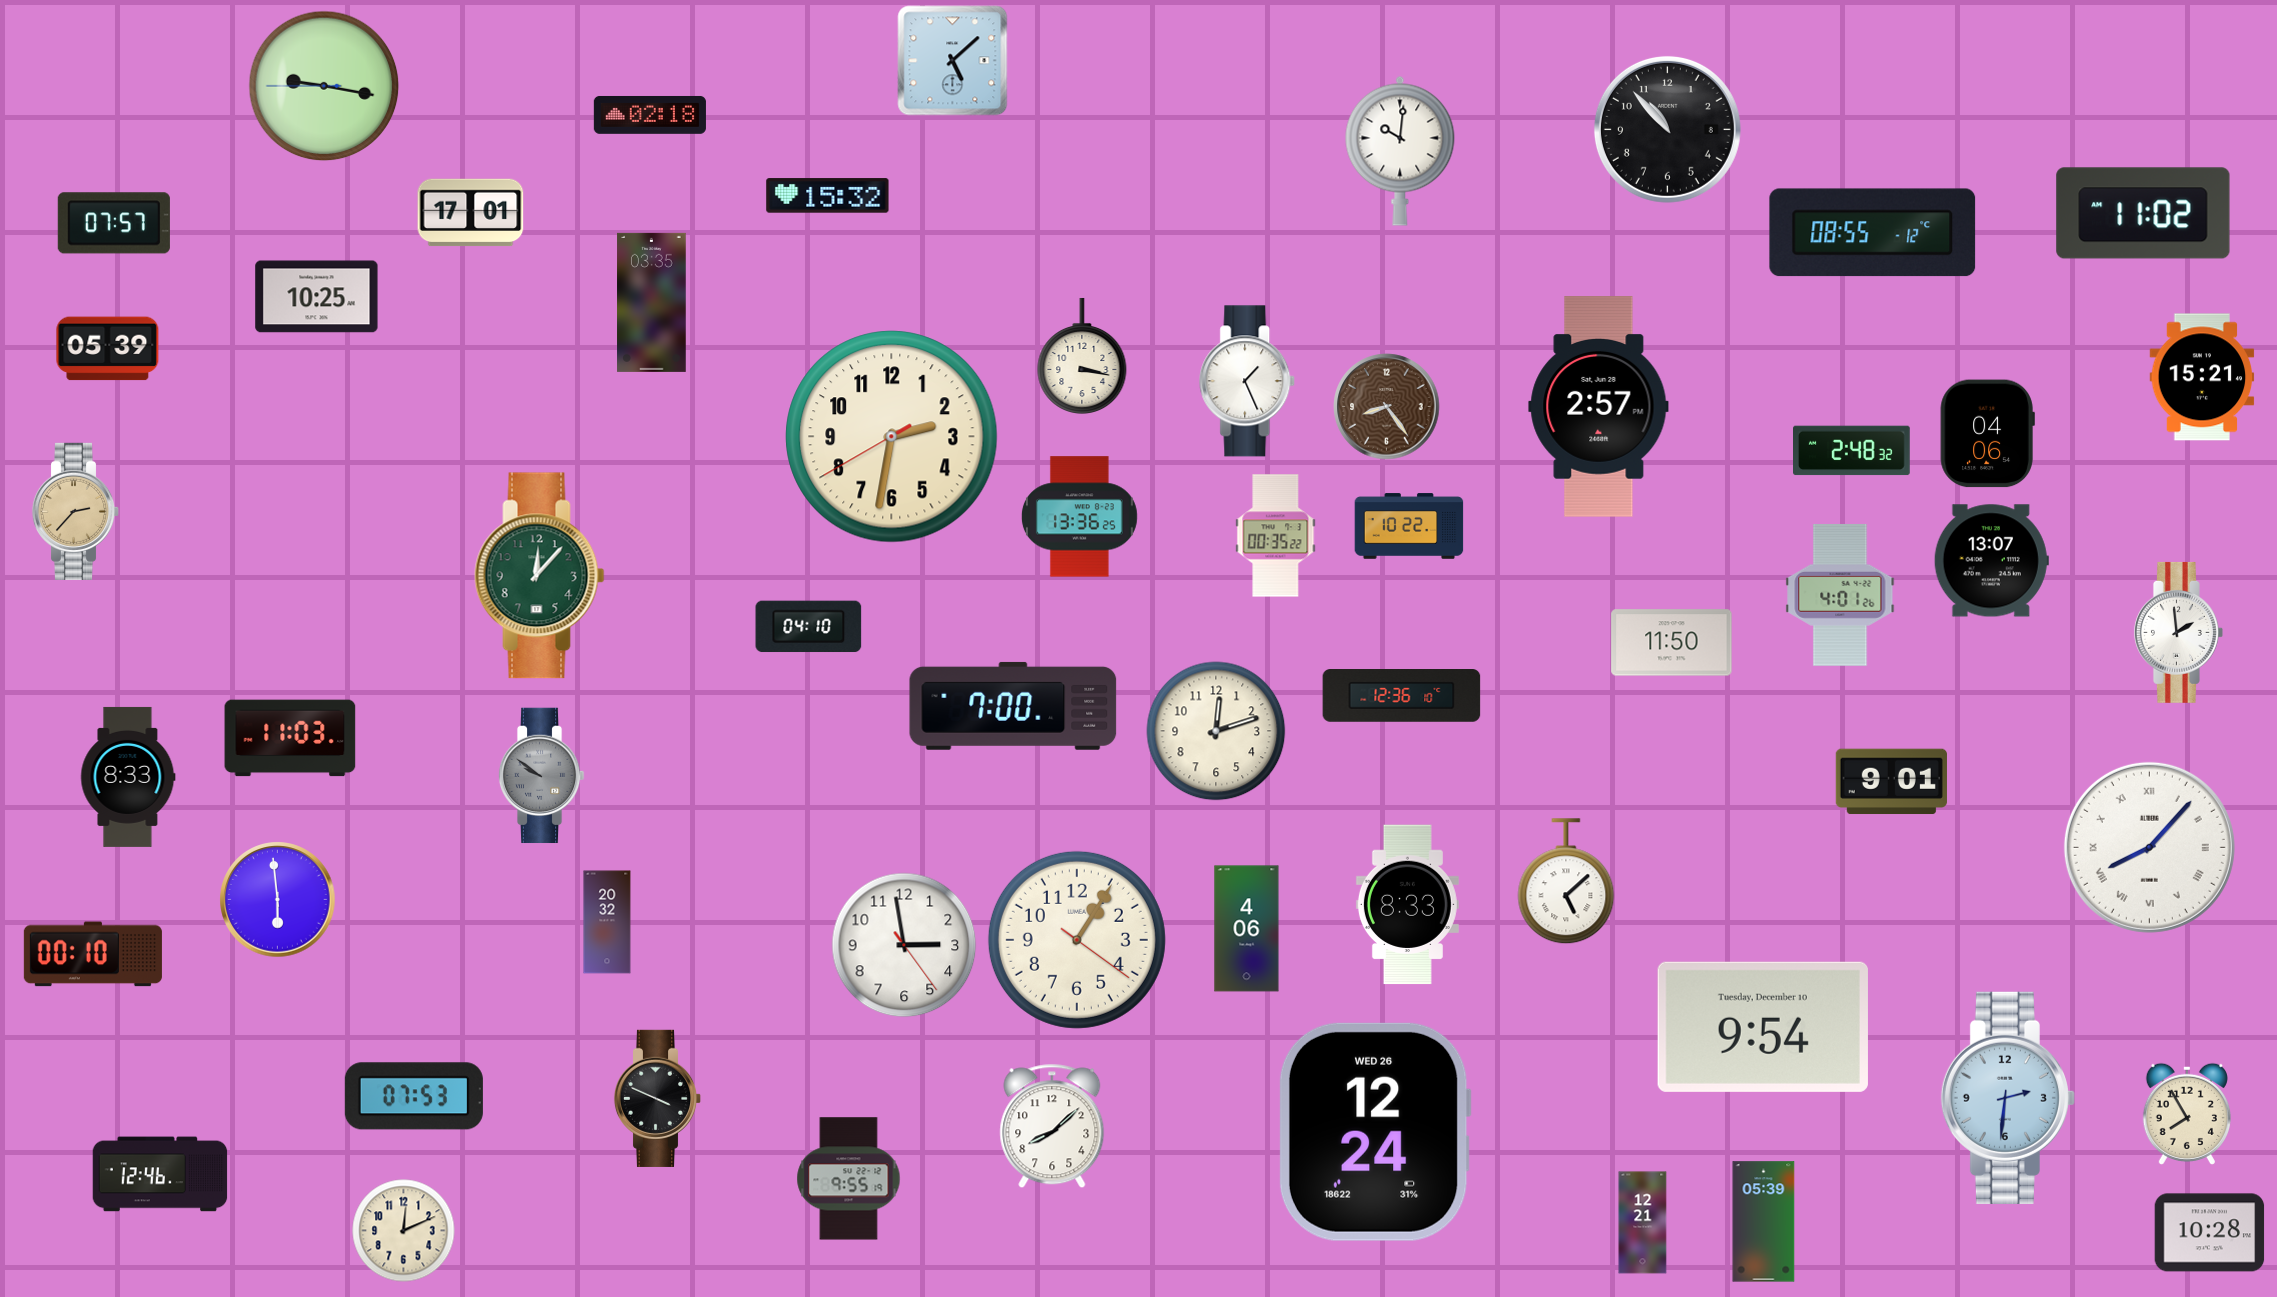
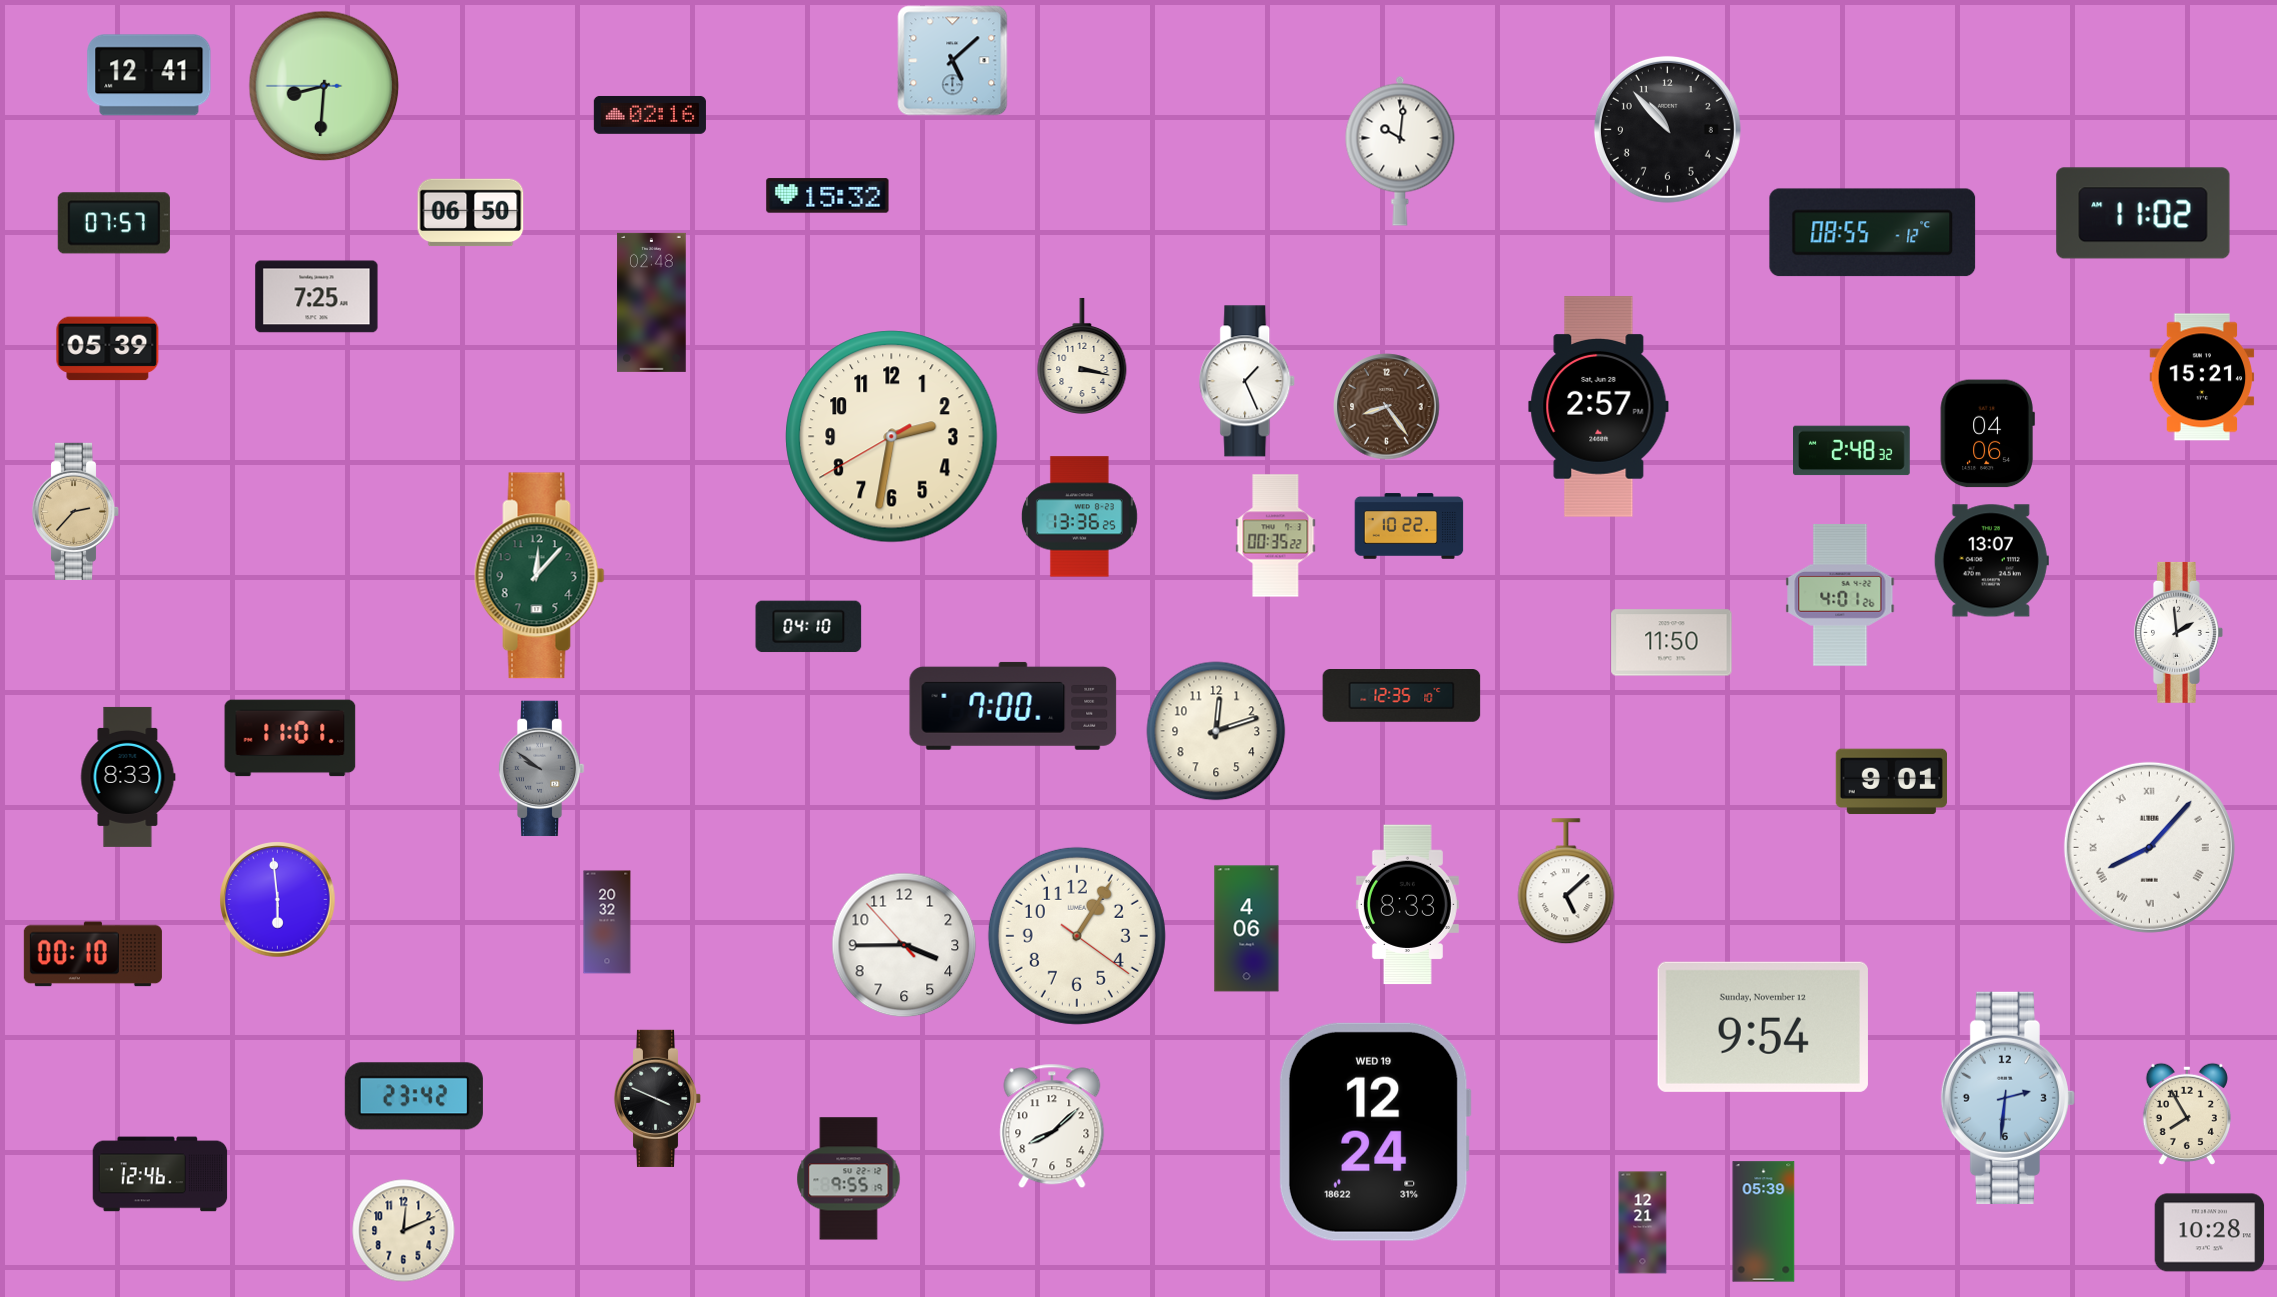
clock at (149, 75): none -> 12:41
clock at (324, 86): 9:16 -> 8:30
clock at (650, 115): 02:18 -> 02:16
clock at (471, 213): 17:01 -> 06:50
clock at (317, 297): 10:25 -> 7:25
clock at (652, 302): 03:35 -> 02:48
clock at (1402, 696): 12:36 -> 12:35
clock at (290, 738): 11:03 -> 11:01
clock at (541, 776) position: (541, 776) -> (541, 769)
clock at (1077, 940) position: (1077, 940) -> (1077, 936)
clock at (904, 945): 2:58 -> 3:44
clock at (1763, 1027) date: Tuesday, December 10 -> Sunday, November 12
clock at (414, 1096): 07:53 -> 23:42
clock at (1375, 1132) date: WED 26 -> WED 19
